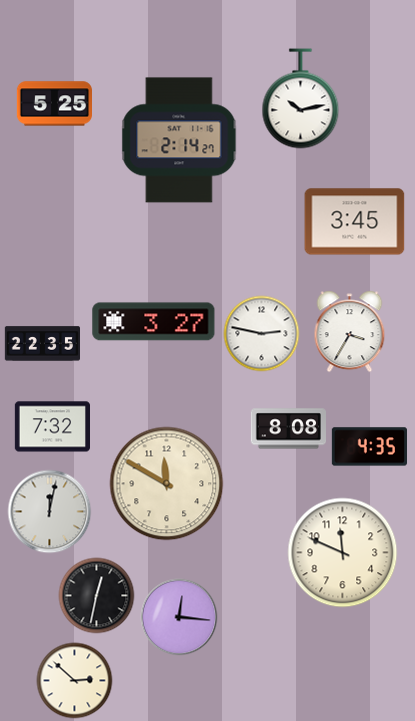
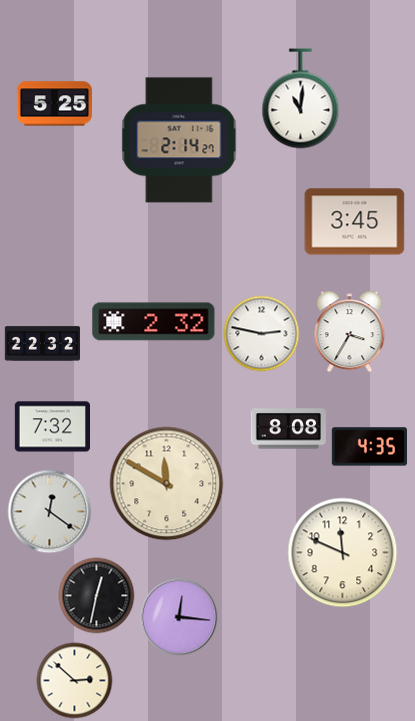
clock at (301, 99): 10:13 -> 11:01
clock at (154, 322): 3:27 -> 2:32
clock at (42, 344): 22:35 -> 22:32
clock at (50, 512): 12:02 -> 12:21
